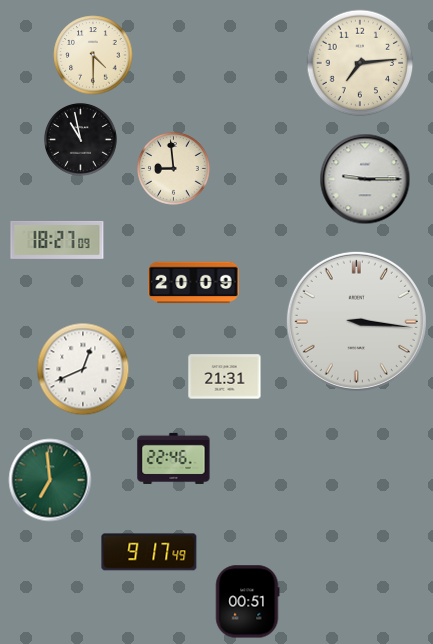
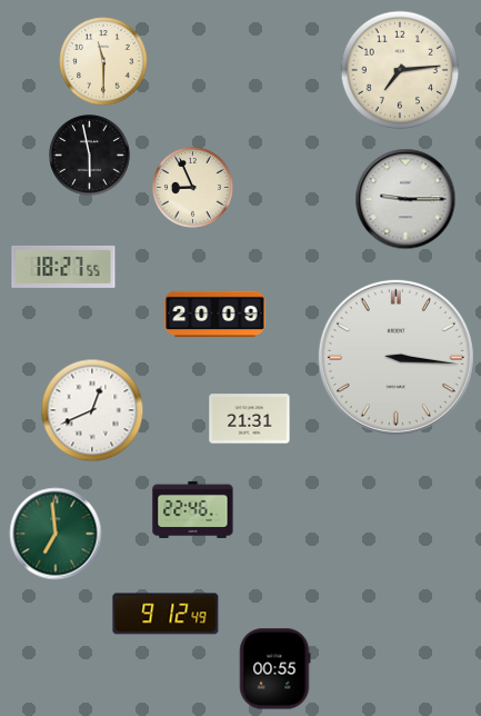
clock at (93, 55): 4:30 -> 11:30
clock at (81, 140): 10:58 -> 5:58
clock at (174, 169): 8:59 -> 8:56
clock at (57, 240): 18:27:09 -> 18:27:55
clock at (149, 552): 9:17 -> 9:12
clock at (247, 602): 00:51 -> 00:55
